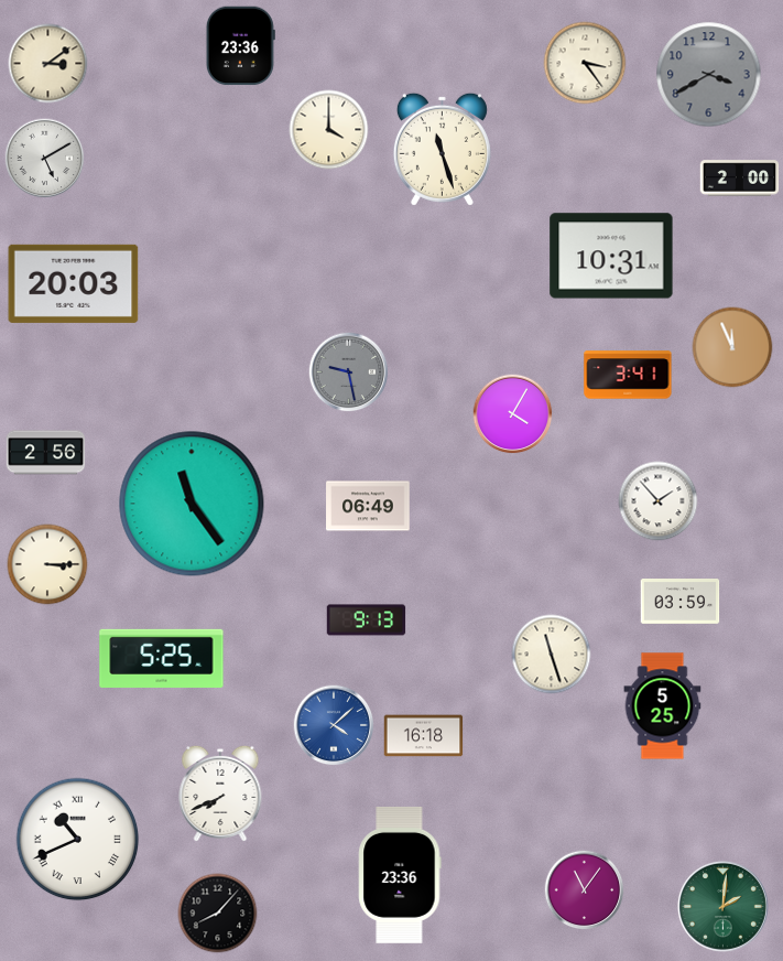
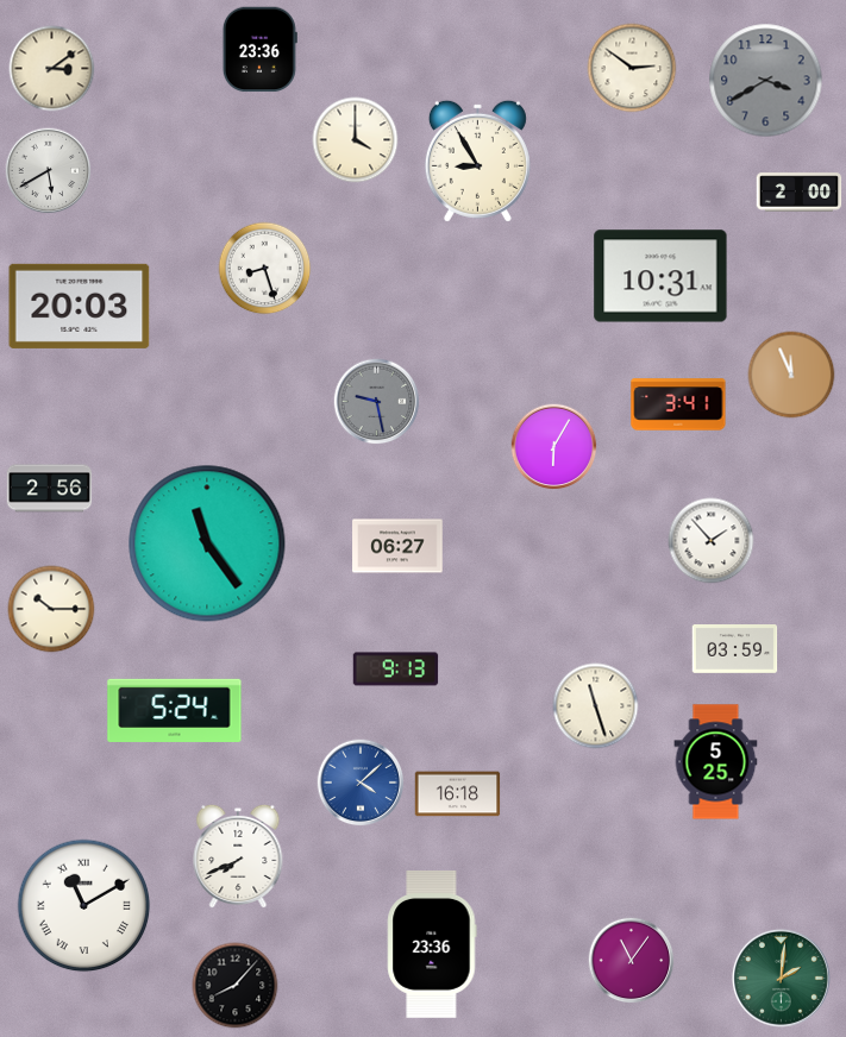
clock at (585, 63): 3:24 -> 2:51
clock at (442, 149): 11:27 -> 8:55
clock at (45, 159): 5:10 -> 5:40
clock at (265, 269): none -> 8:27
clock at (513, 414): 4:05 -> 6:05
clock at (368, 506): 06:49 -> 06:27
clock at (47, 564): 3:15 -> 10:15
clock at (162, 658): 5:25 -> 5:24
clock at (78, 840): 10:41 -> 11:10
